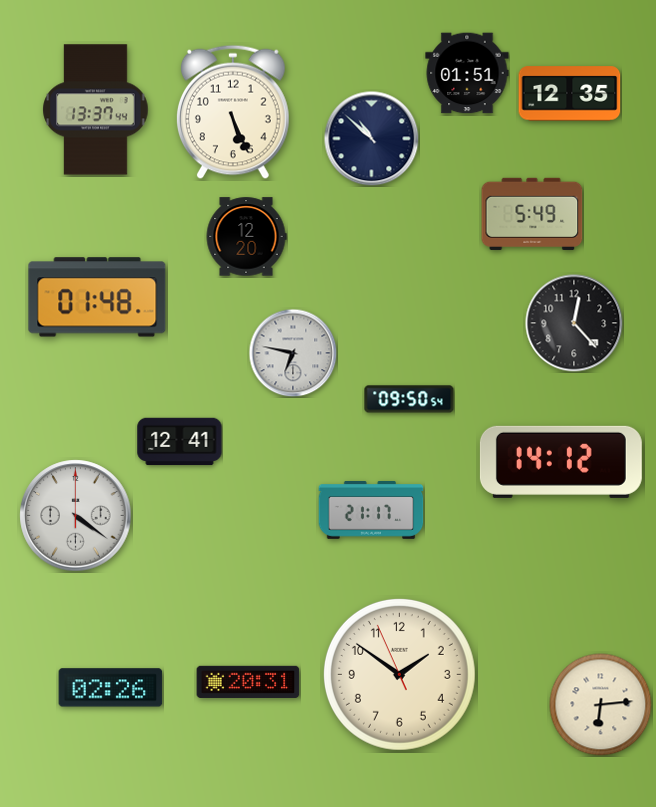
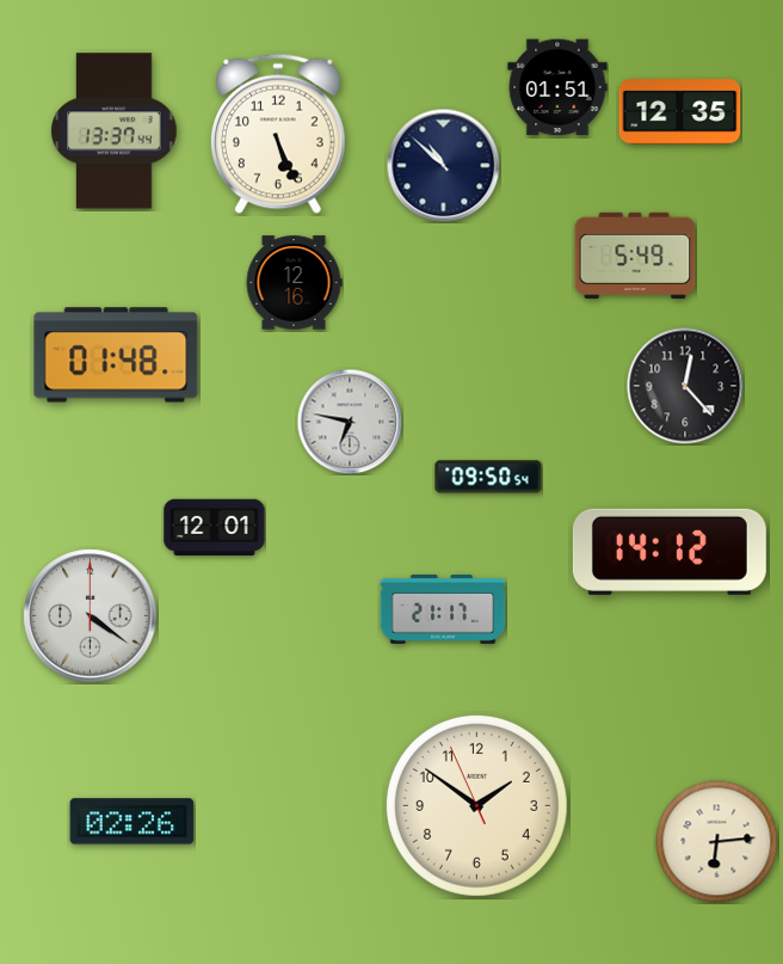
clock at (246, 237): 12:20 -> 12:16
clock at (180, 442): 12:41 -> 12:01
clock at (248, 682): 20:31 -> none
